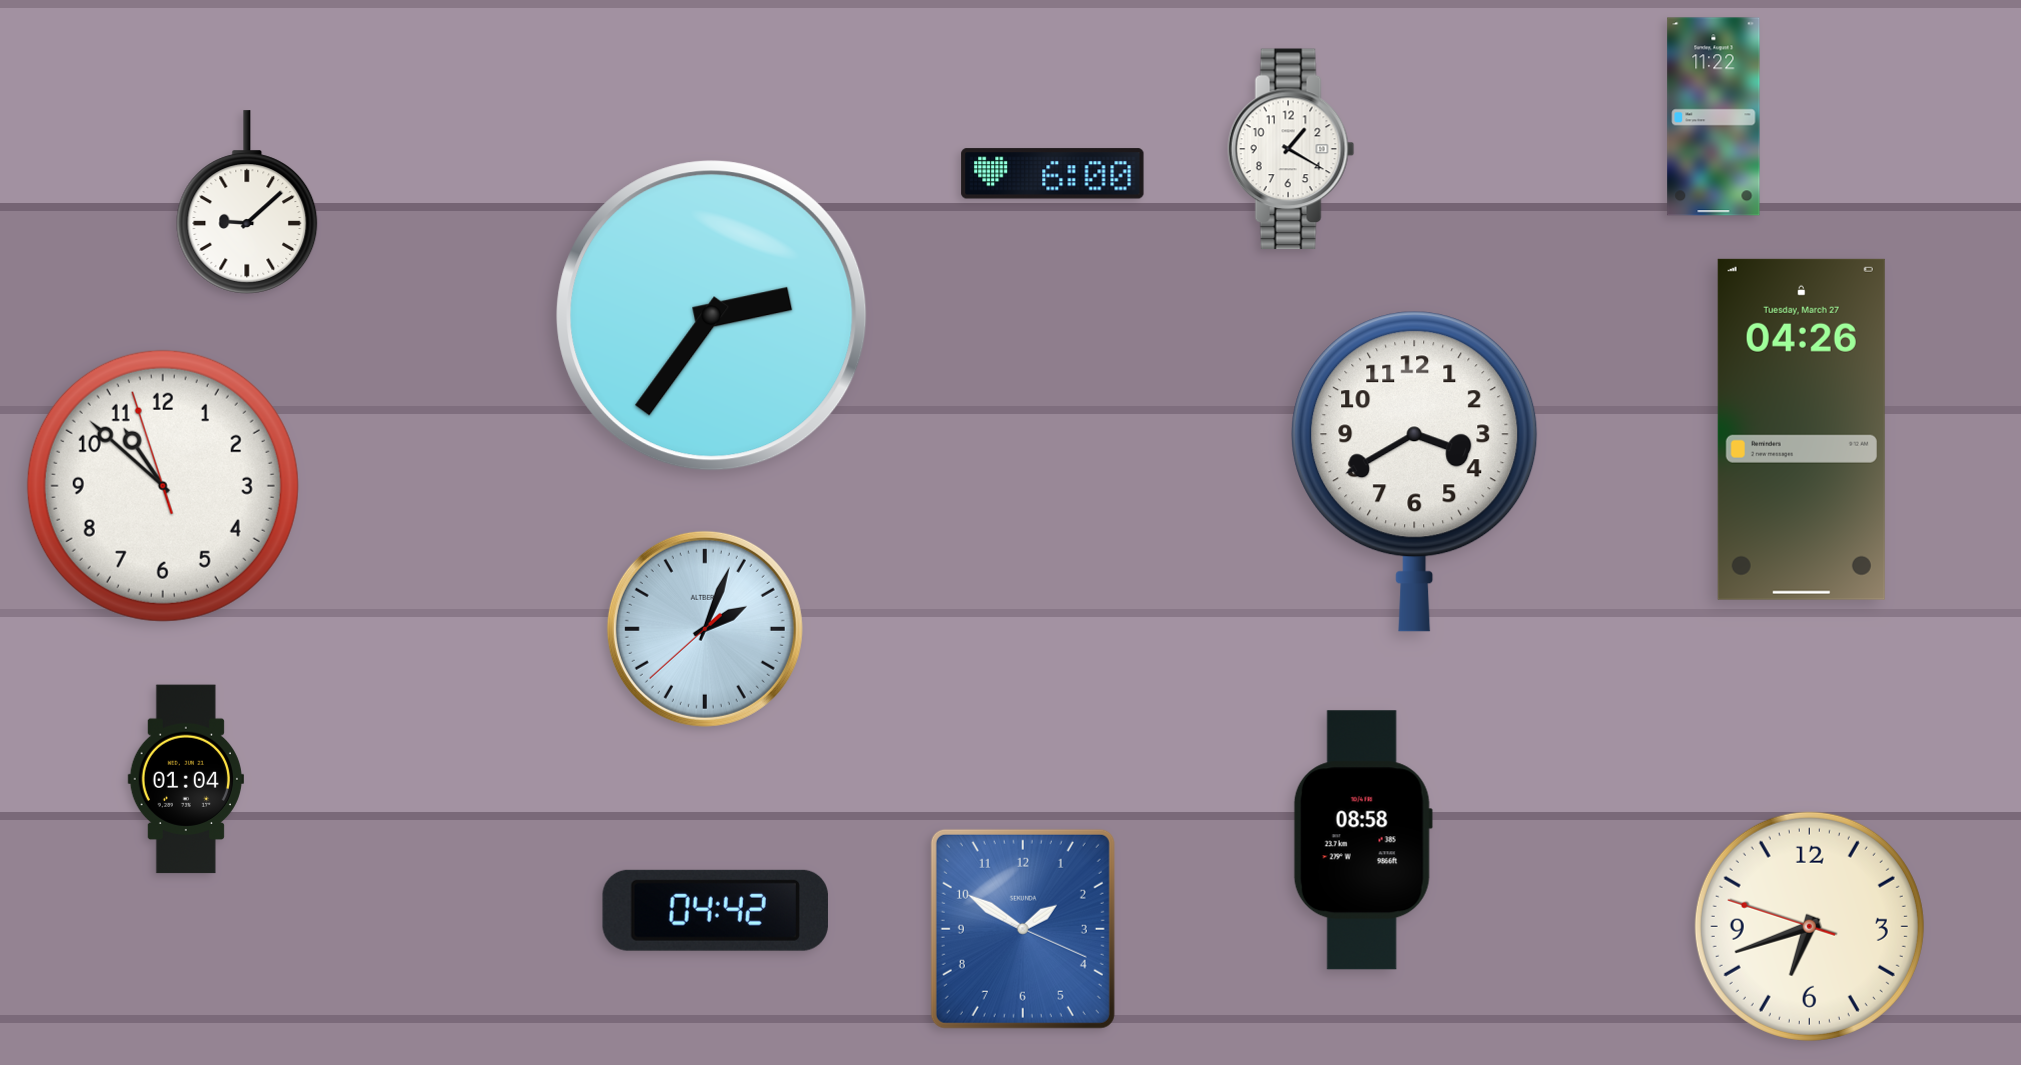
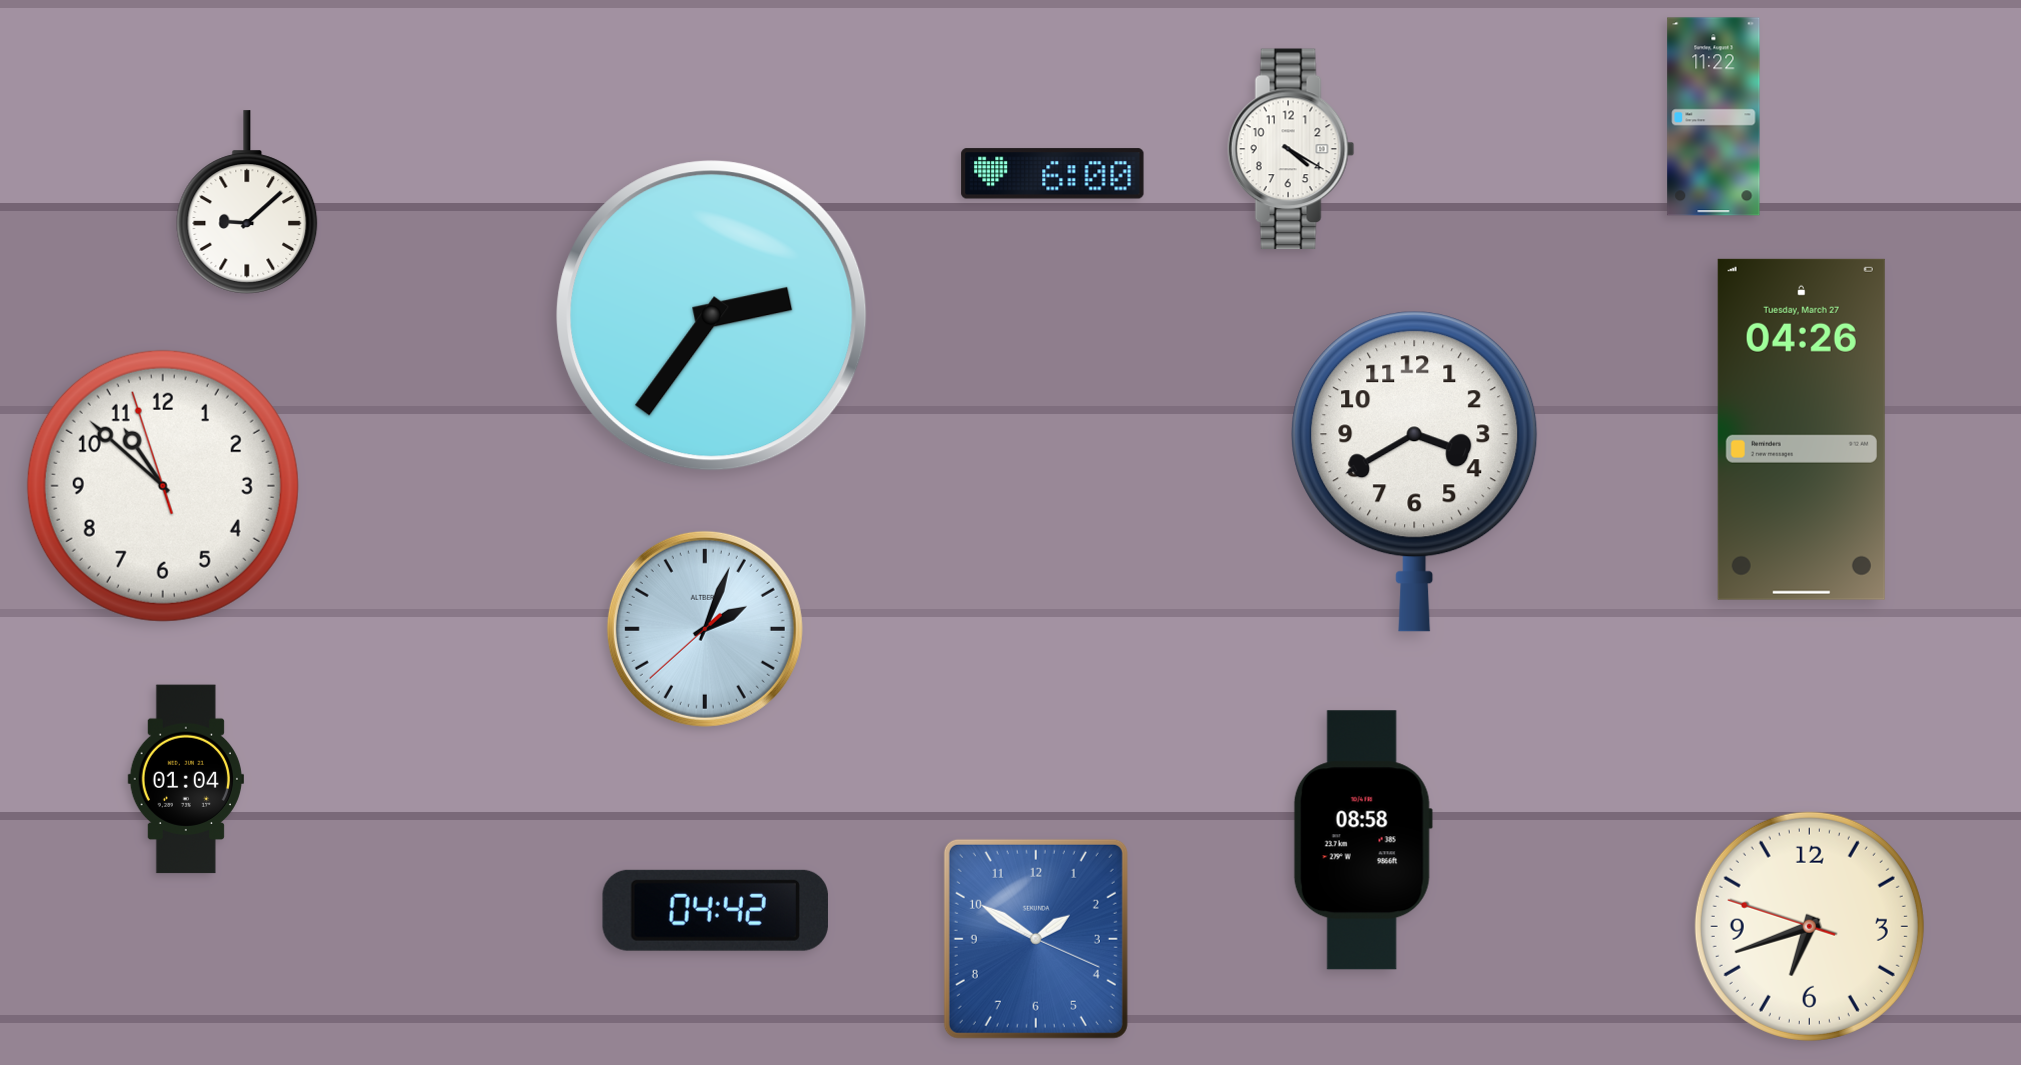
clock at (1291, 149): 1:20 -> 4:20
clock at (1023, 929) position: (1023, 929) -> (1036, 939)
